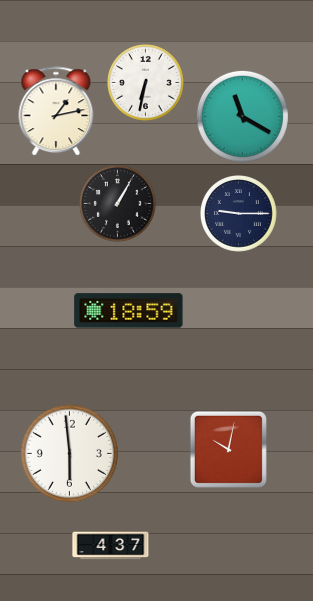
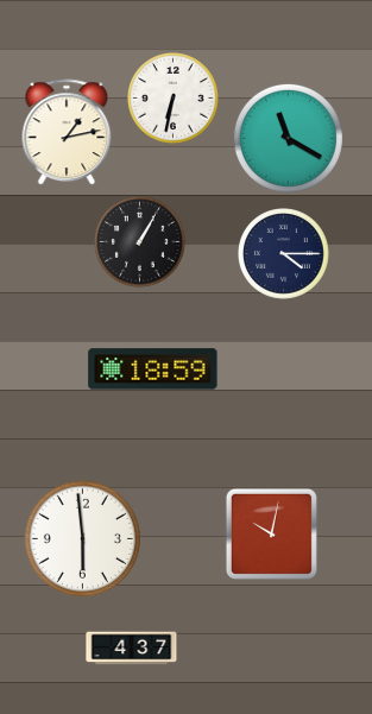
clock at (239, 214): 9:15 -> 4:15
